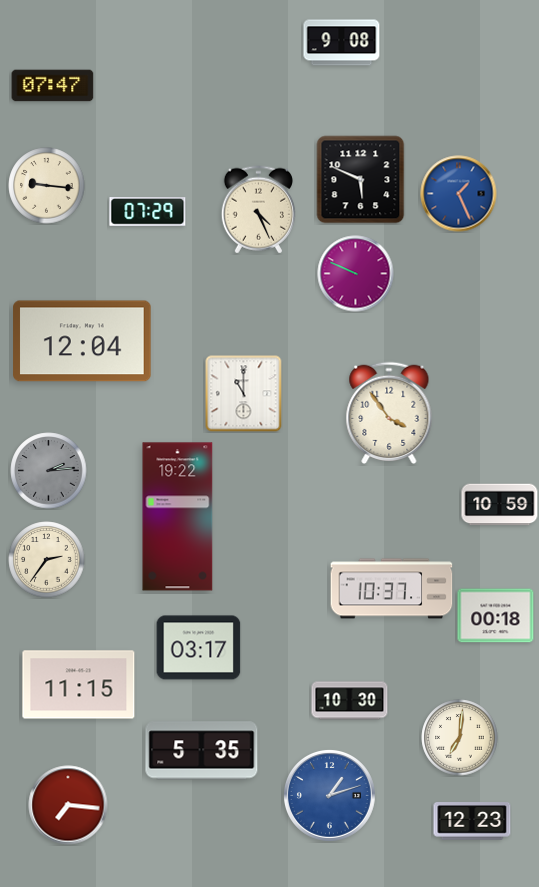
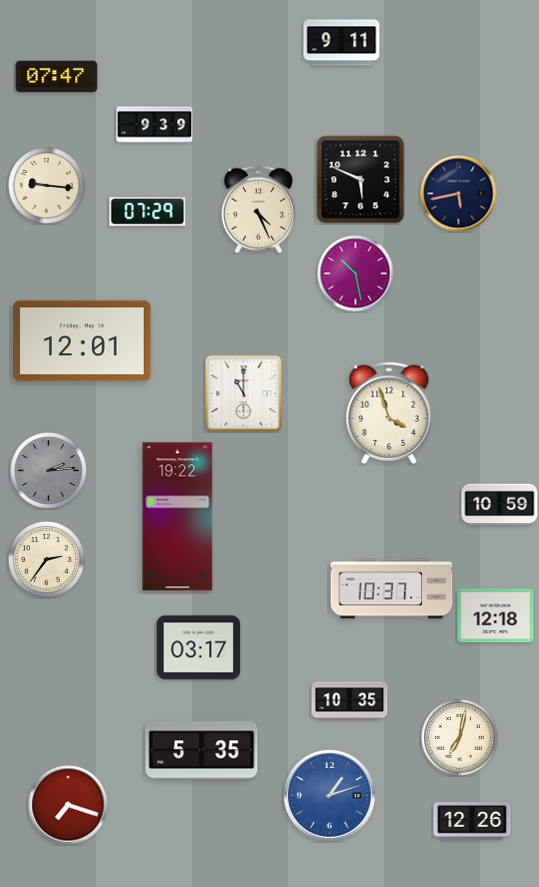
clock at (342, 43): 9:08 -> 9:11
clock at (53, 86) position: (53, 86) -> (57, 77)
clock at (155, 125): none -> 9:39
clock at (459, 194): 1:26 -> 5:43
clock at (459, 194) dial: blue -> navy
clock at (356, 274): 9:49 -> 10:28
clock at (82, 341): 12:04 -> 12:01
clock at (389, 412): 3:54 -> 3:57
clock at (496, 616): 00:18 -> 12:18
clock at (79, 685): 11:15 -> none
clock at (350, 701): 10:30 -> 10:35
clock at (460, 738): 7:01 -> 7:02
clock at (68, 805): 7:16 -> 7:18
clock at (472, 821): 12:23 -> 12:26
